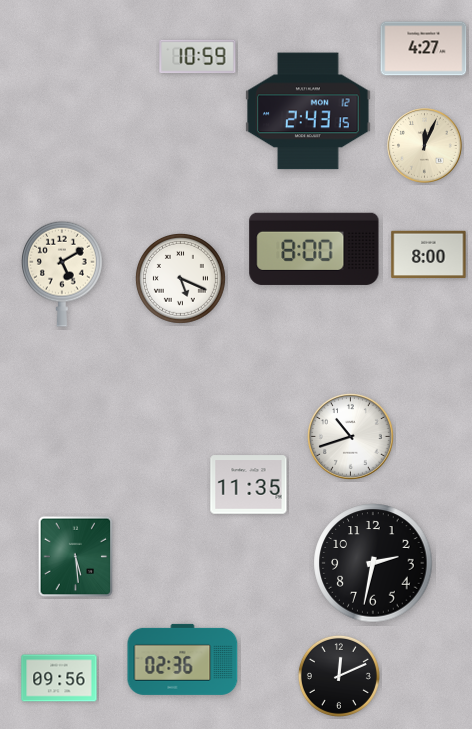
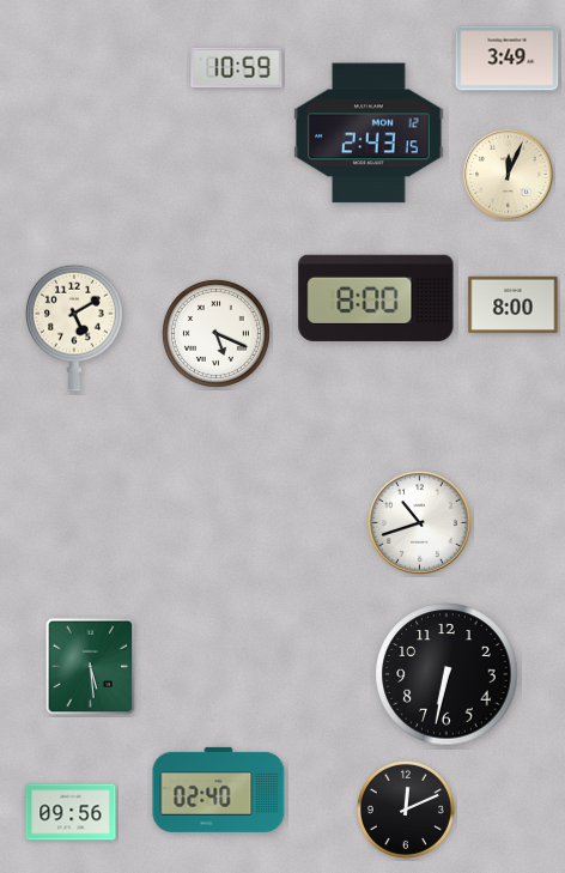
clock at (424, 49): 4:27 -> 3:49
clock at (249, 485): 11:35 -> none
clock at (373, 563): 2:32 -> 6:32
clock at (183, 659): 02:36 -> 02:40
